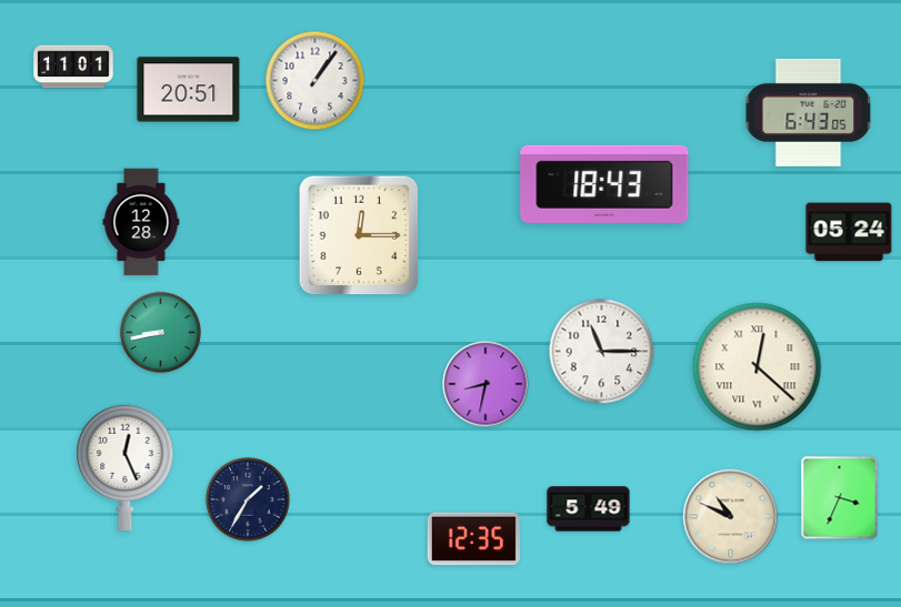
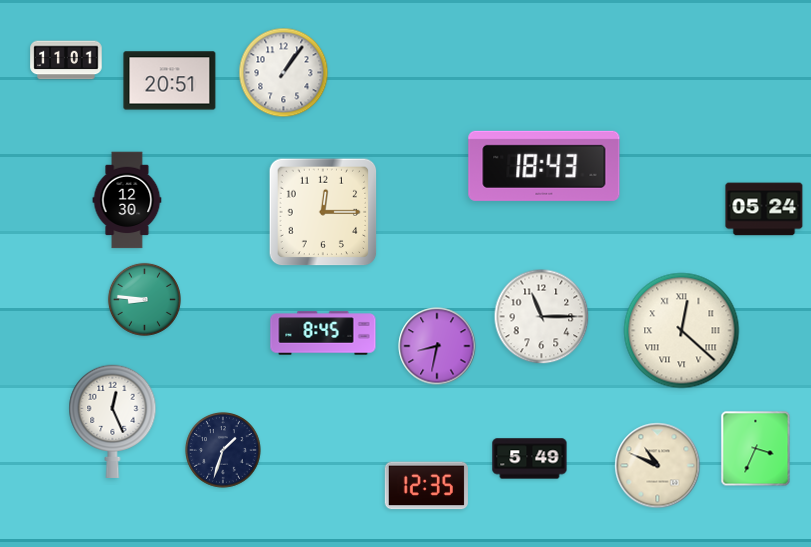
clock at (809, 112): 6:43 -> none
clock at (141, 222): 12:28 -> 12:30
clock at (160, 332): 8:43 -> 8:46
clock at (323, 333): none -> 8:45
clock at (249, 500): 1:35 -> 1:33
